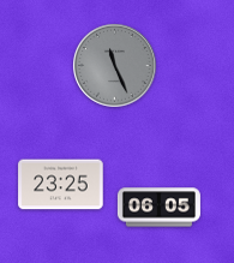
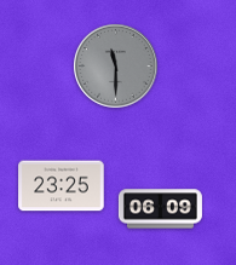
clock at (115, 66): 11:26 -> 11:30
clock at (158, 208): 06:05 -> 06:09
